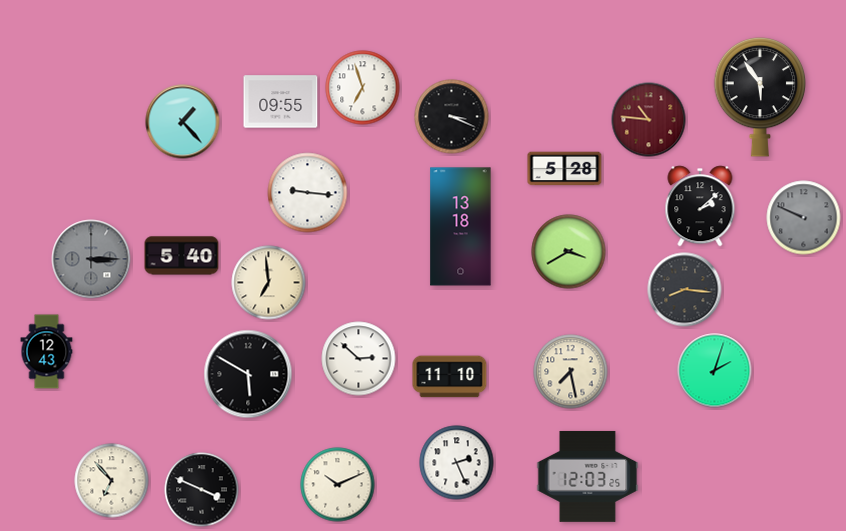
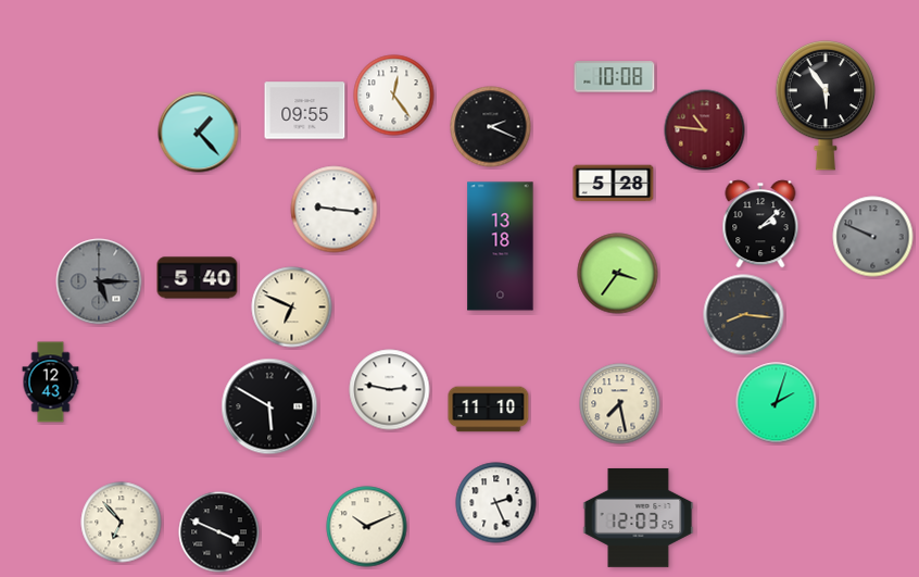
clock at (615, 77): none -> 10:08
clock at (363, 88): 6:57 -> 12:24
clock at (452, 117): 3:19 -> 2:19
clock at (569, 252): 3:40 -> 3:36
clock at (91, 259): 3:15 -> 5:15
clock at (269, 283): 6:59 -> 6:49
clock at (359, 359): 2:52 -> 2:47
